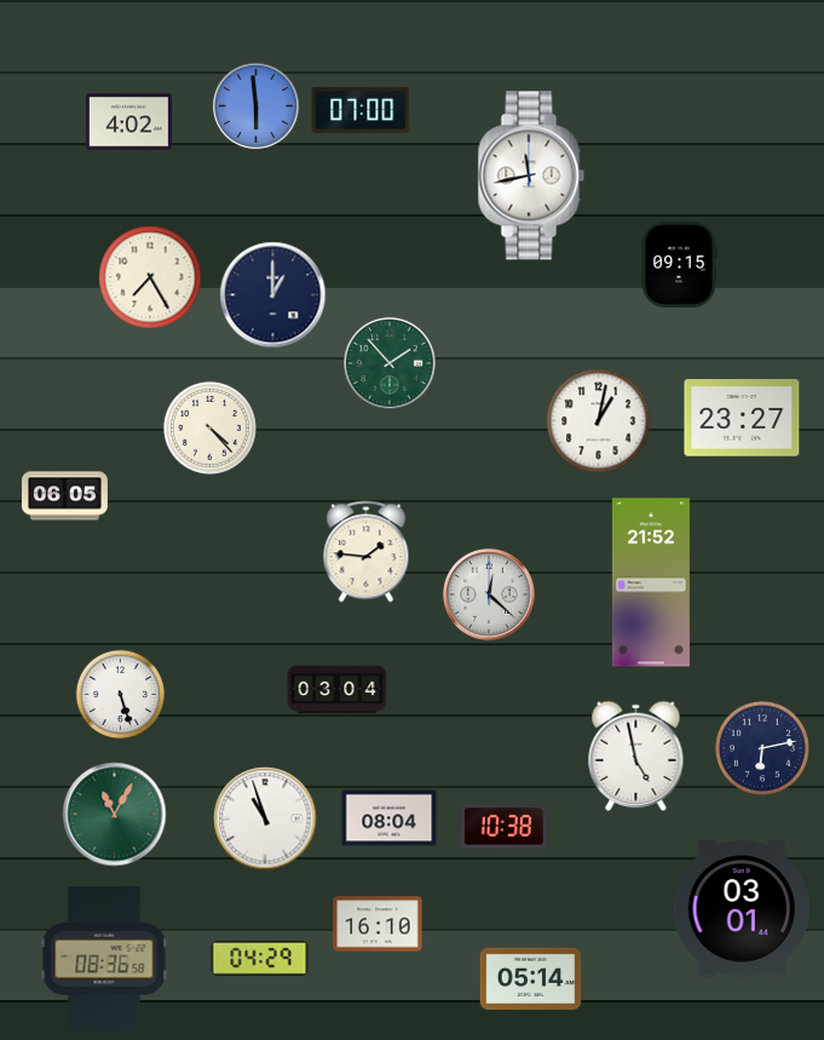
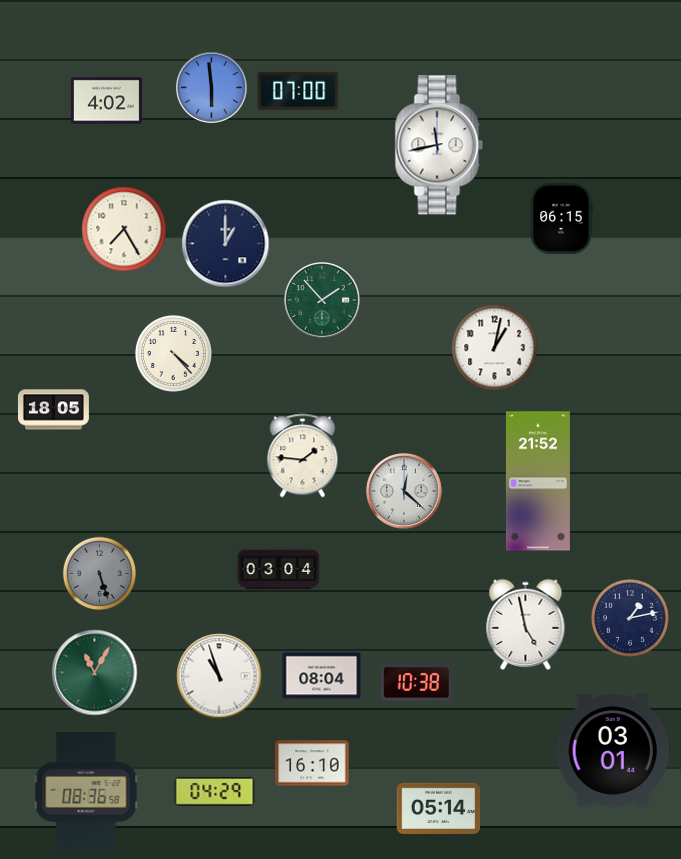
clock at (679, 264): 09:15 -> 06:15
clock at (742, 418): 23:27 -> none
clock at (64, 496): 06:05 -> 18:05
clock at (121, 695) dial: white -> grey
clock at (762, 748): 6:13 -> 1:13
